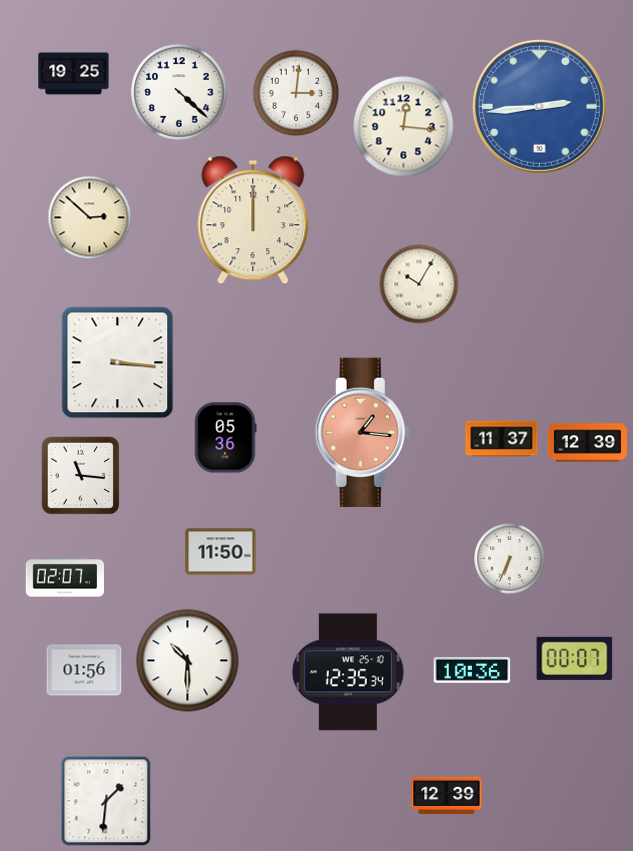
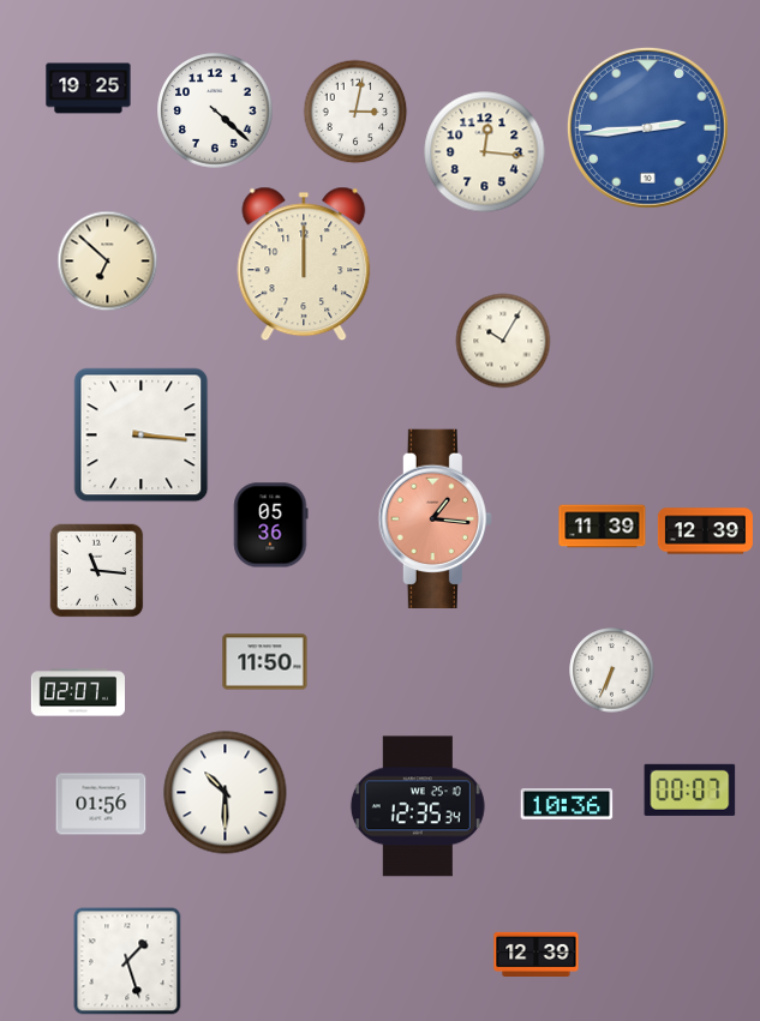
clock at (296, 93): 3:01 -> 3:02
clock at (90, 218): 2:52 -> 6:52
clock at (502, 439): 11:37 -> 11:39
clock at (106, 801): 1:31 -> 1:27
